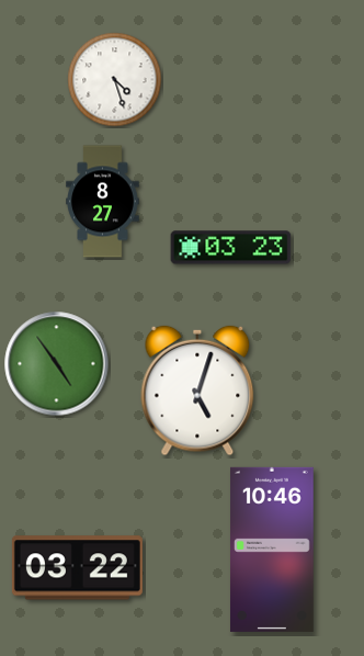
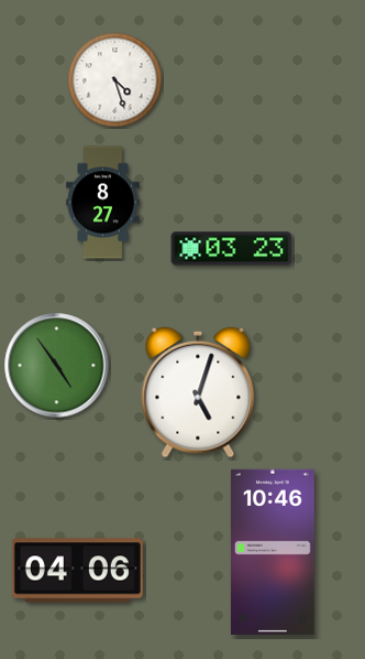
clock at (77, 568): 03:22 -> 04:06
